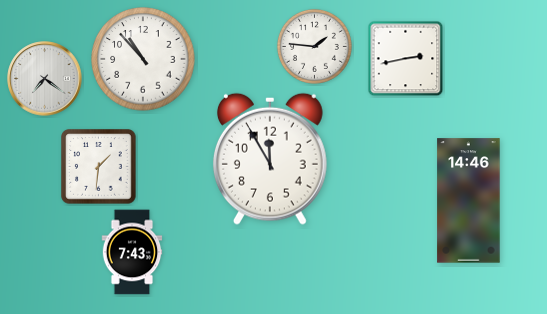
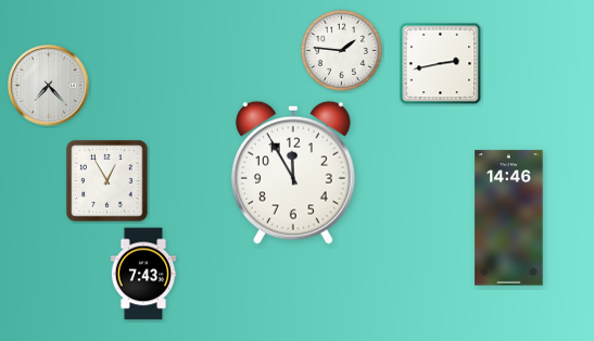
clock at (143, 59): 10:53 -> none
clock at (45, 79): 7:21 -> 7:23
clock at (99, 167): 1:31 -> 12:55
